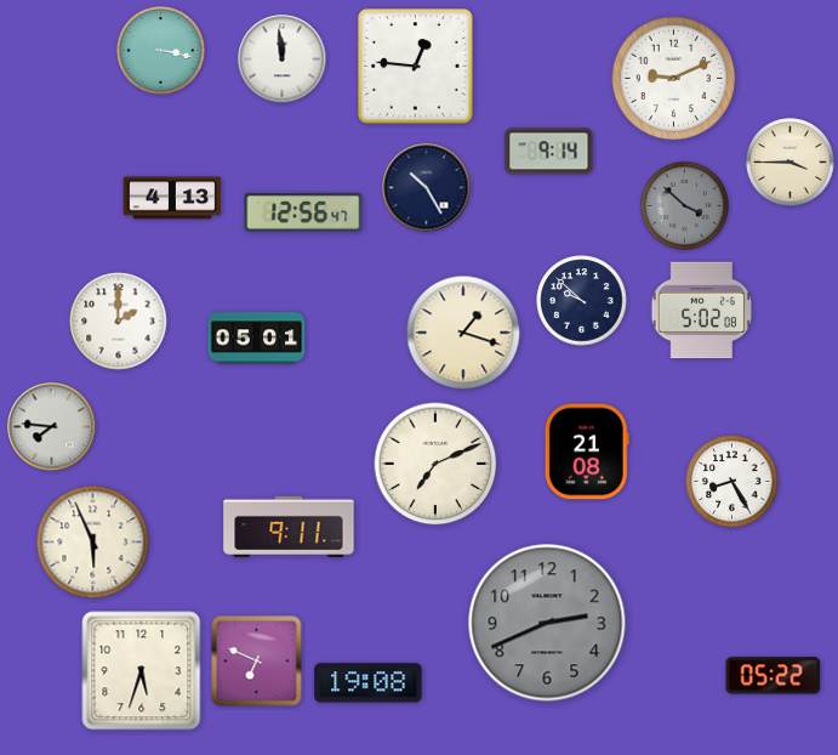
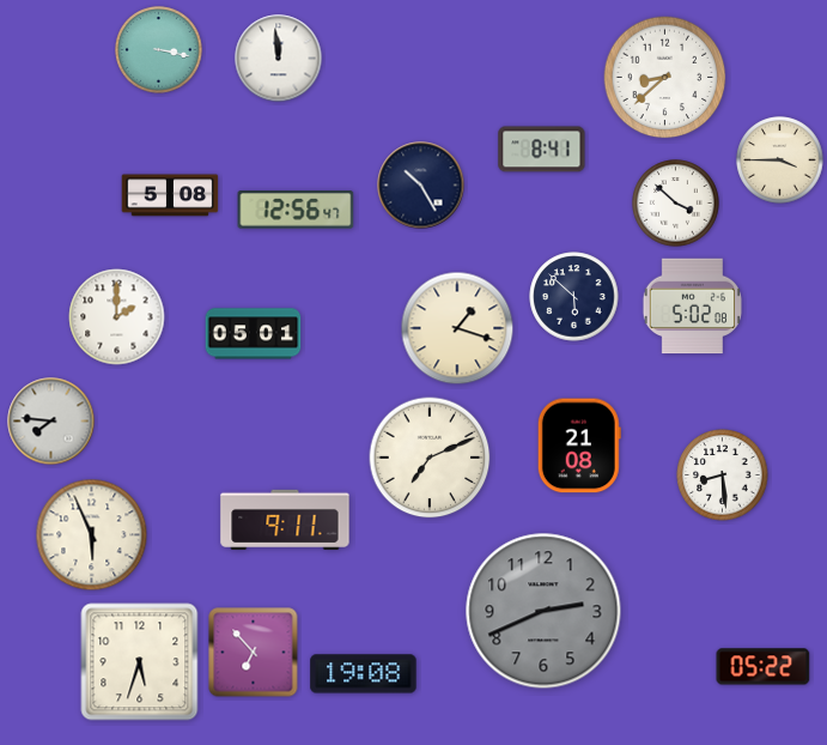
clock at (416, 67): 12:46 -> none
clock at (674, 79): 9:11 -> 8:38
clock at (549, 152): 9:14 -> 8:41
clock at (172, 198): 4:13 -> 5:08
clock at (685, 206) dial: grey -> white
clock at (303, 212) position: (303, 212) -> (296, 210)
clock at (582, 301): 9:52 -> 5:52
clock at (732, 482): 8:25 -> 8:29
clock at (547, 623) position: (547, 623) -> (543, 611)
clock at (257, 662): 6:49 -> 6:53
